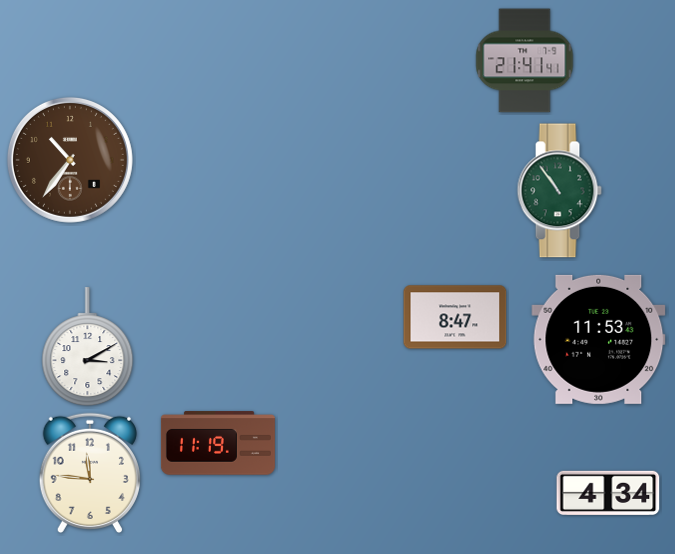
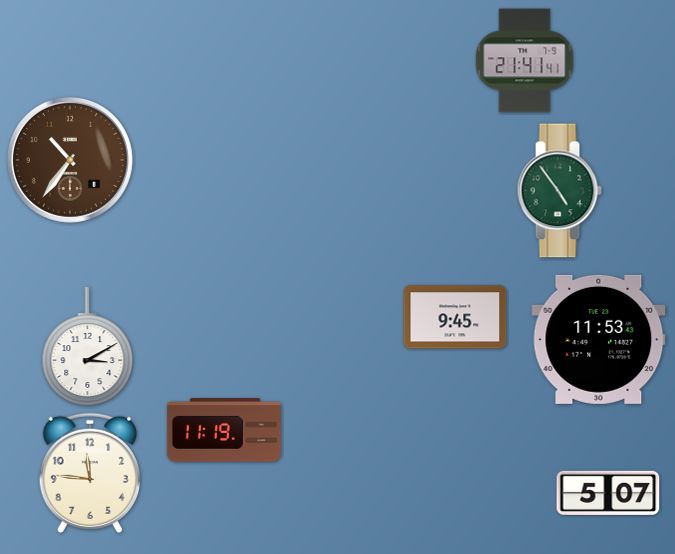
clock at (559, 191): 10:54 -> 4:54
clock at (455, 317): 8:47 -> 9:45
clock at (218, 443) position: (218, 443) -> (224, 430)
clock at (608, 492): 4:34 -> 5:07
